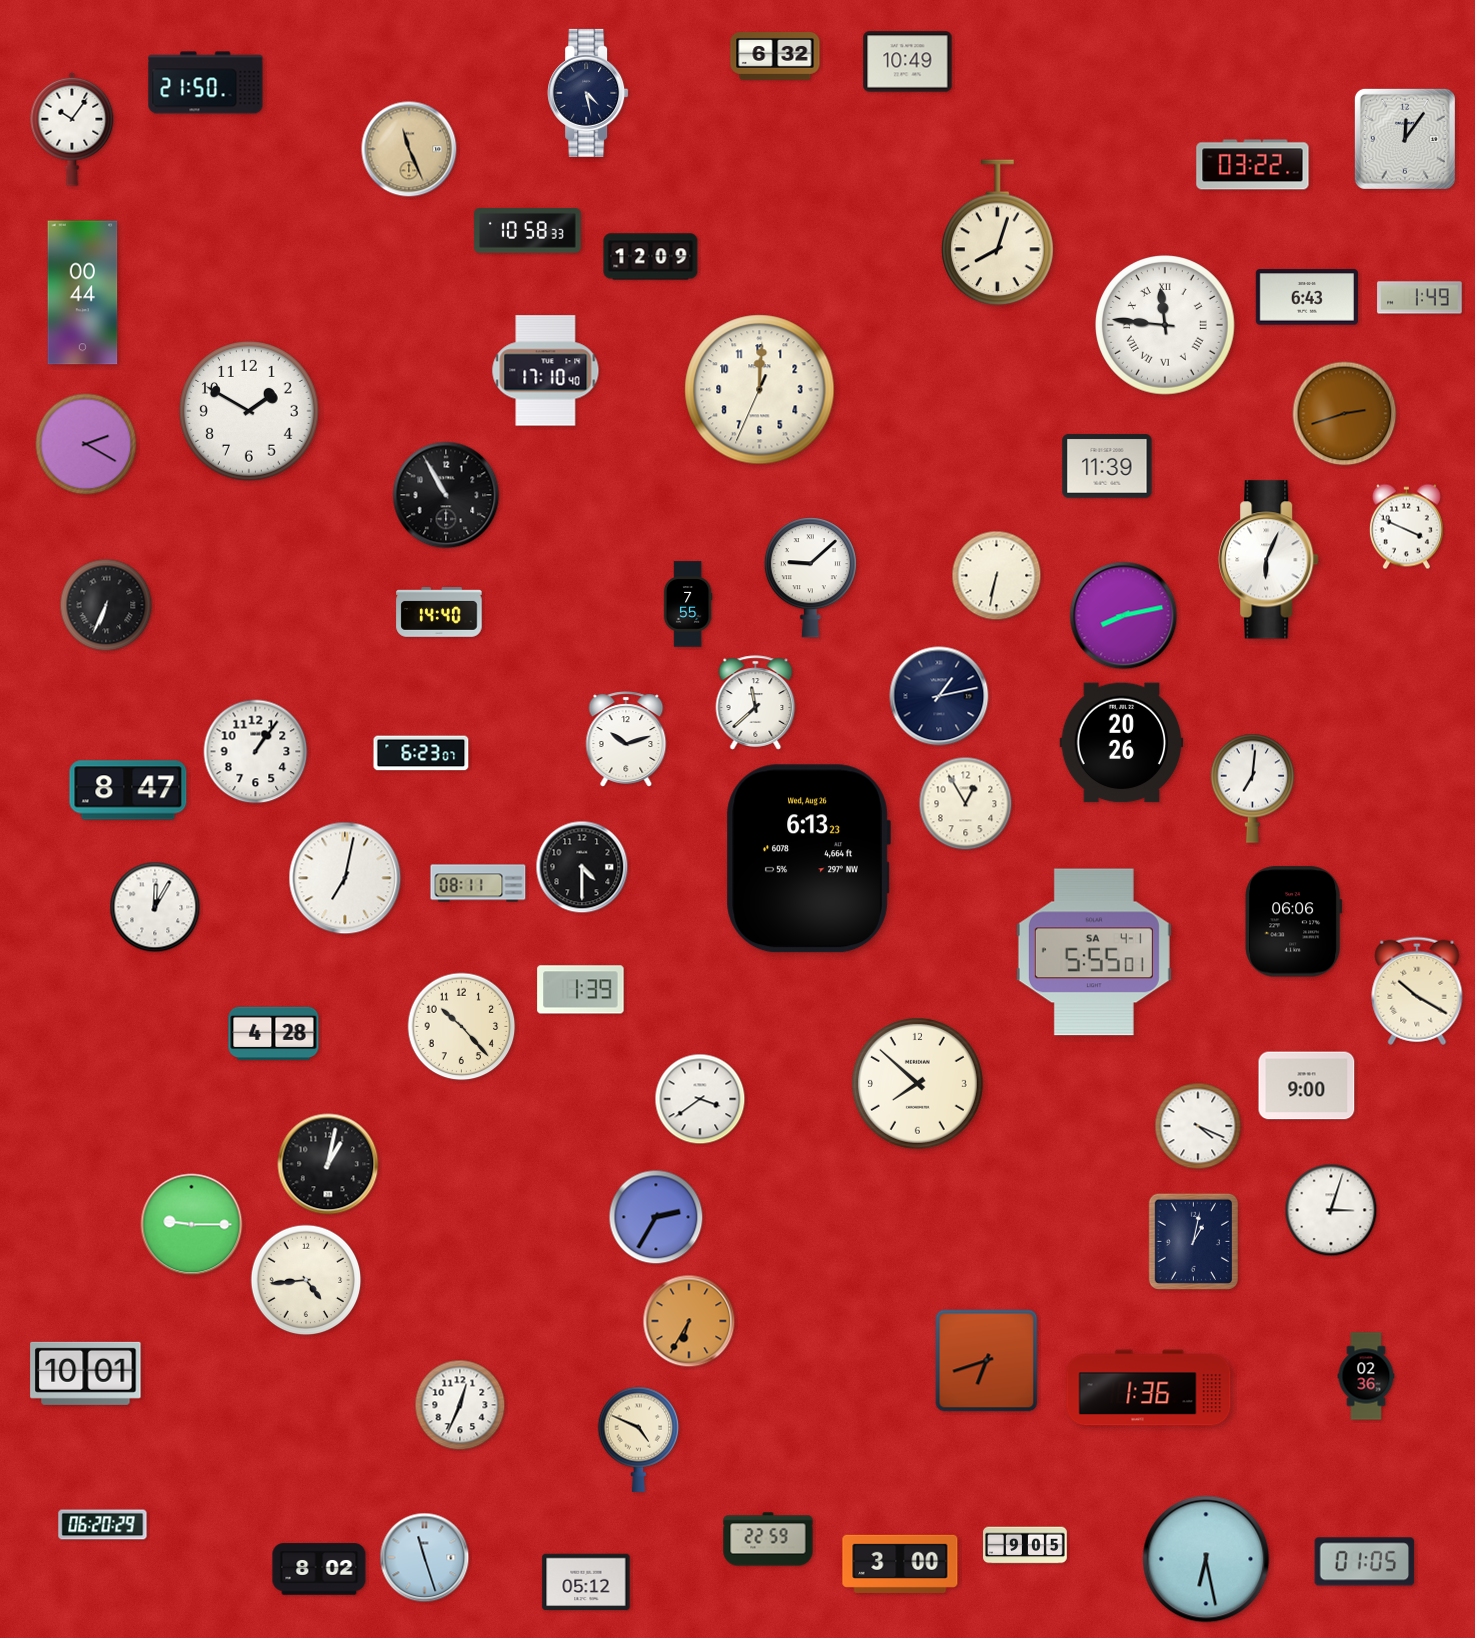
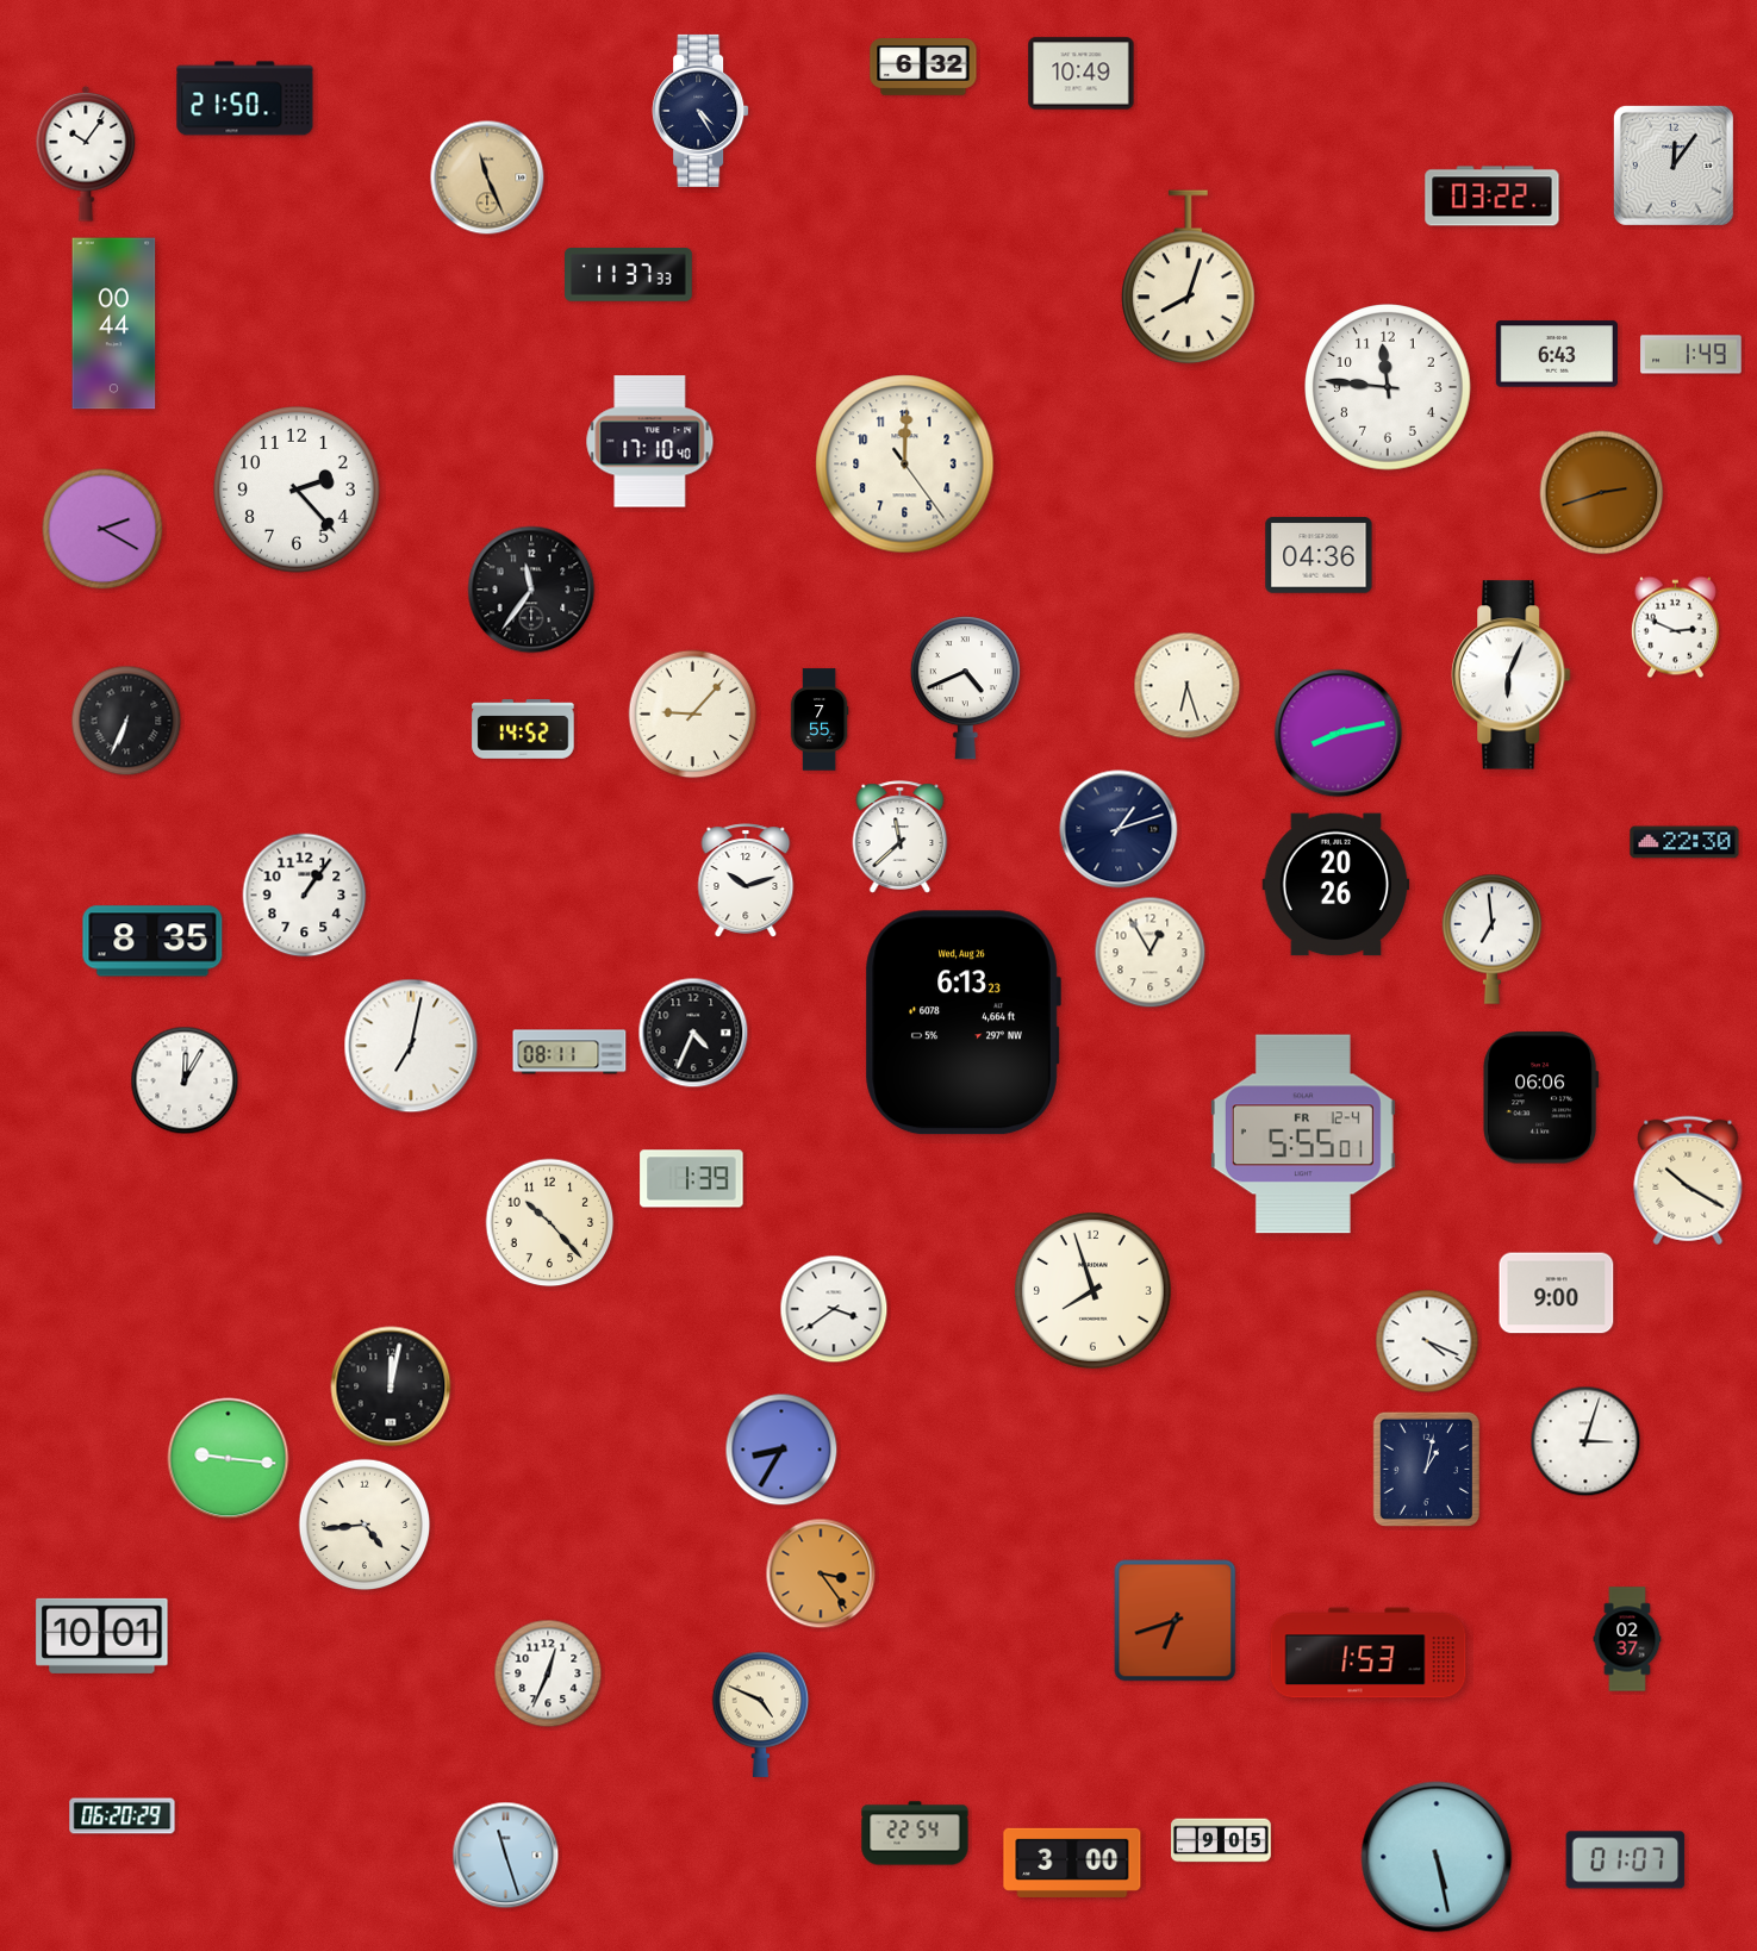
clock at (588, 93): 4:28 -> 4:25
clock at (528, 231): 10:58 -> 11:37
clock at (651, 257): 12:09 -> none
clock at (83, 293) position: (83, 293) -> (114, 324)
clock at (1165, 325) numerals: Roman -> Arabic
clock at (760, 390): 12:00:34 -> 12:00:24
clock at (249, 411): 1:50 -> 2:23
clock at (1107, 466): 11:39 -> 04:36
clock at (446, 495): 10:55 -> 11:36
clock at (1406, 527): 3:49 -> 2:49
clock at (1269, 560) position: (1269, 560) -> (1512, 675)
clock at (997, 576): 6:32 -> 6:27
clock at (810, 578): 9:08 -> 4:41
clock at (693, 715): none -> 9:07
clock at (439, 613): 14:40 -> 14:52
clock at (939, 696): 1:13 -> 1:12
clock at (1684, 842): none -> 22:30
clock at (421, 753): 6:23 -> none
clock at (1253, 788): 7:01 -> 6:59
clock at (128, 790): 8:47 -> 8:35
clock at (966, 804) position: (966, 804) -> (1151, 953)
clock at (582, 867): 4:30 -> 4:34
clock at (1094, 952) date: SA 4-1 -> FR 12-4
clock at (274, 1034): 4:28 -> none
clock at (917, 1083): 7:52 -> 7:57
clock at (328, 1164): 1:02 -> 12:02
clock at (656, 1217): 2:35 -> 8:35
clock at (192, 1225): 9:15 -> 9:16
clock at (1193, 1241) position: (1193, 1241) -> (1426, 1469)
clock at (689, 1321): 6:35 -> 3:24
clock at (1366, 1376): 02:36 -> 02:37
clock at (1149, 1388): 1:36 -> 1:53
clock at (768, 1539): 22:59 -> 22:54
clock at (1206, 1559): 6:28 -> 5:28
clock at (1365, 1562): 01:05 -> 01:07
clock at (319, 1569): 8:02 -> none
clock at (586, 1582): 05:12 -> none
